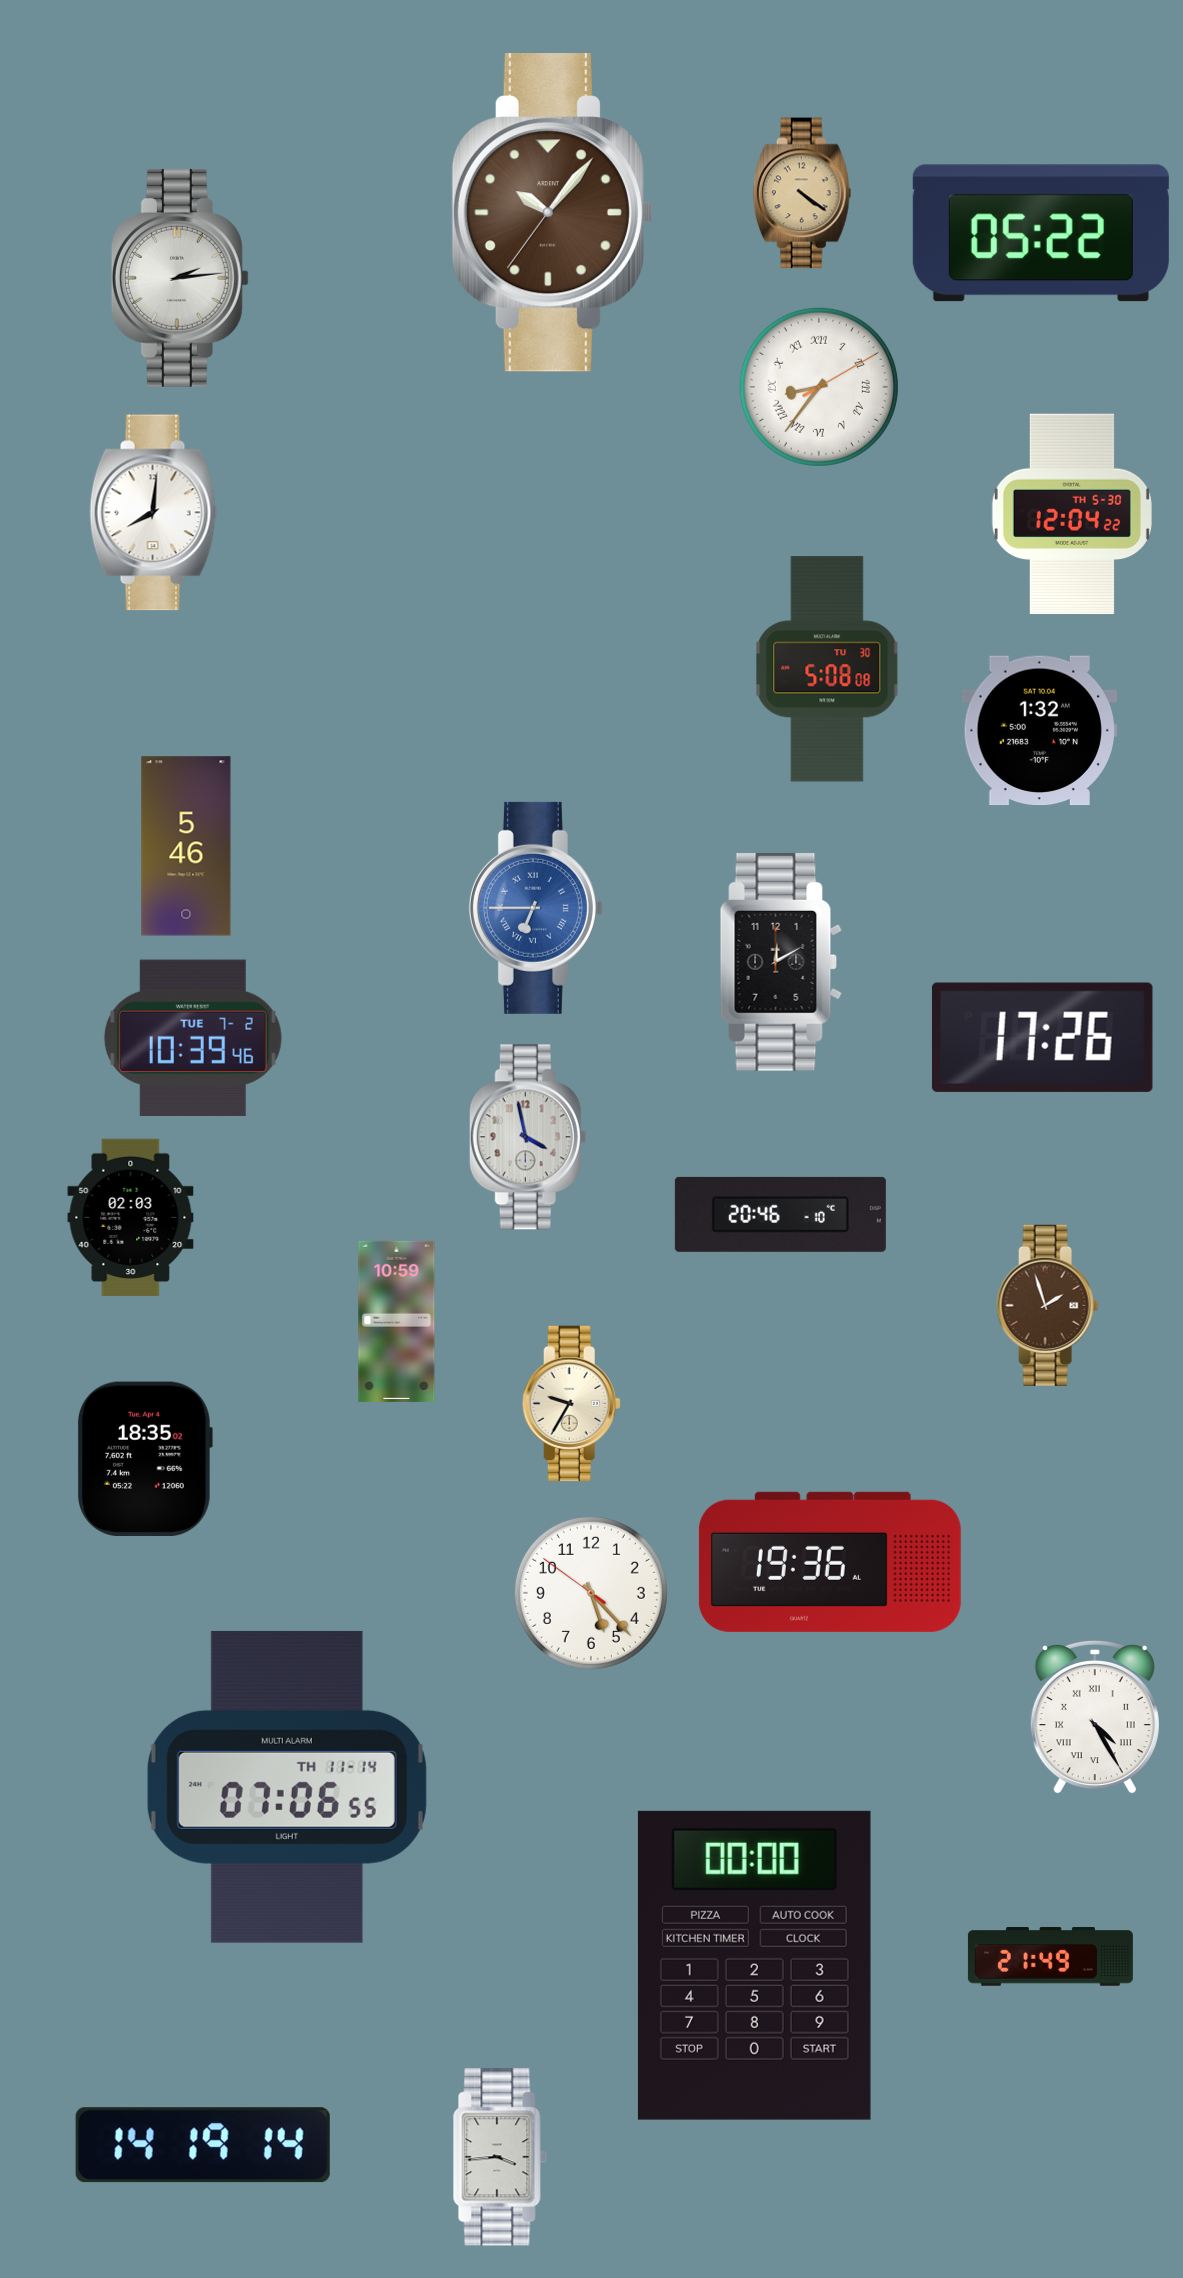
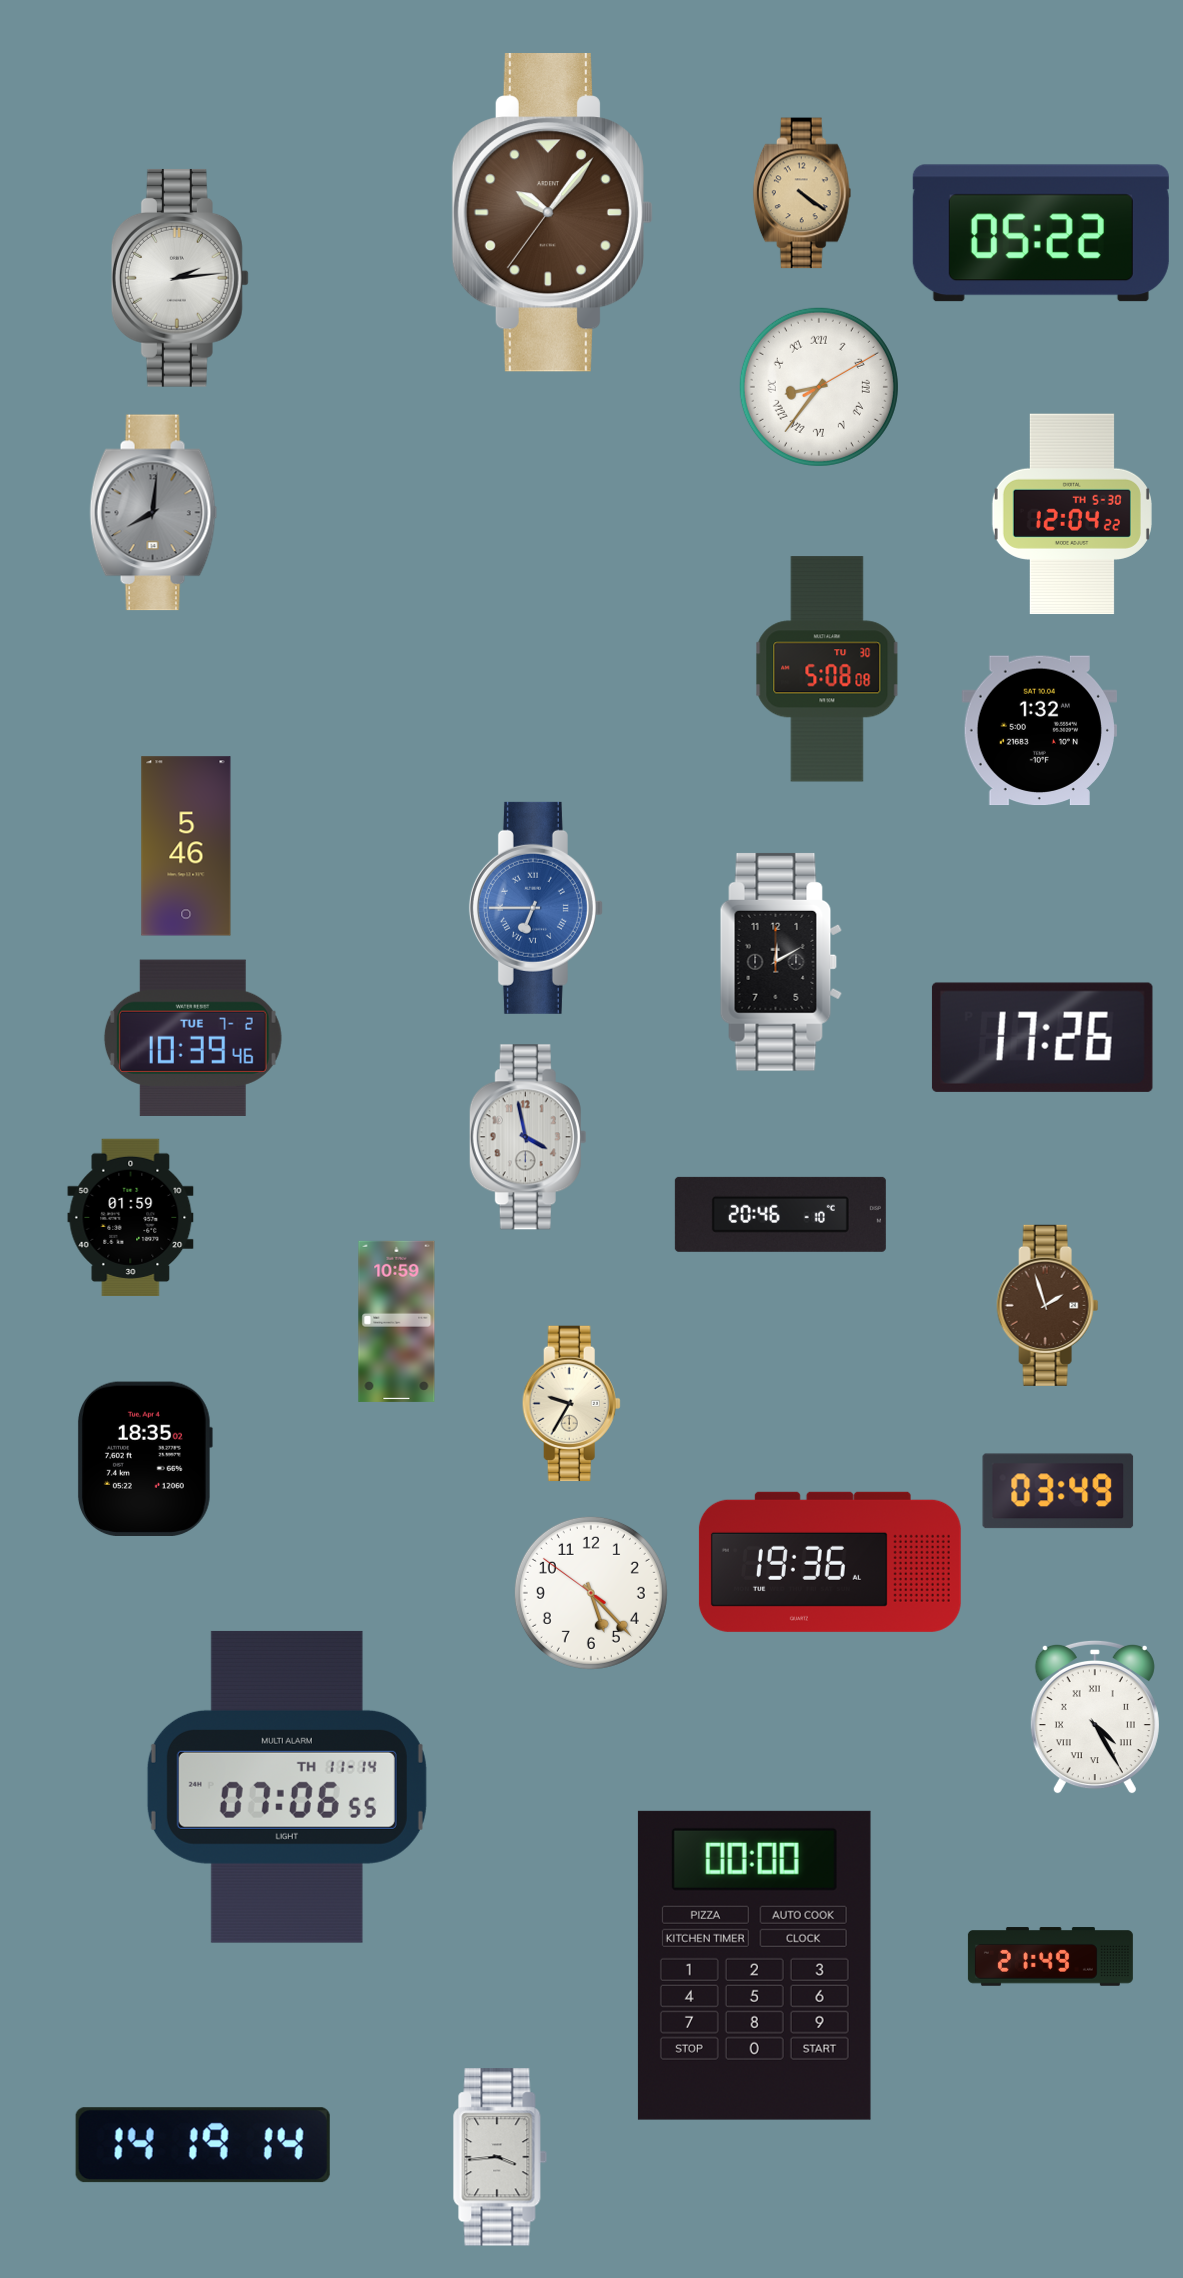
clock at (154, 513) dial: white -> grey
clock at (131, 1217): 02:03 -> 01:59
clock at (1058, 1491): none -> 03:49
